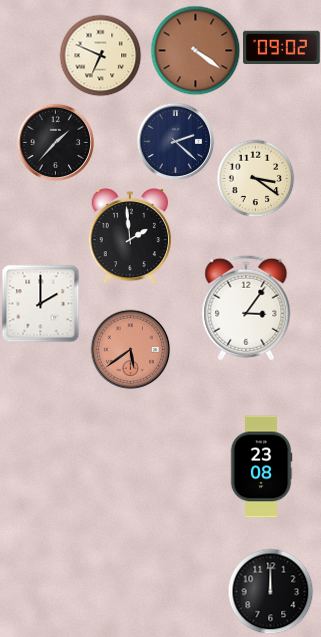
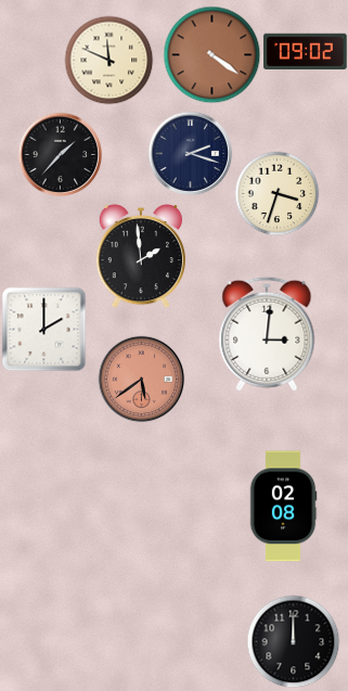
clock at (100, 55): 6:49 -> 11:49
clock at (175, 141): 2:22 -> 2:18
clock at (255, 178): 3:21 -> 3:33
clock at (246, 308): 3:06 -> 3:01
clock at (261, 467): 23:08 -> 02:08
